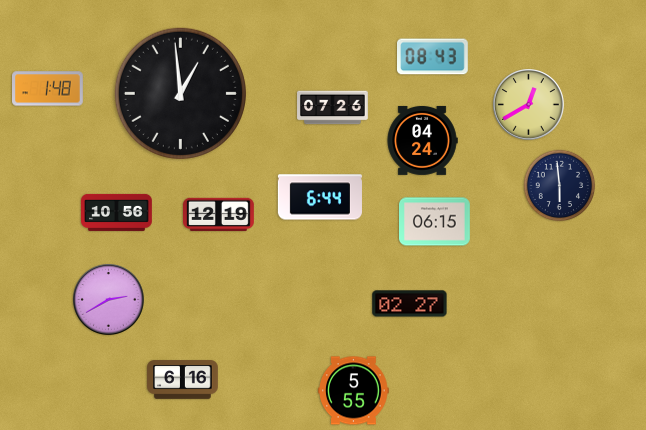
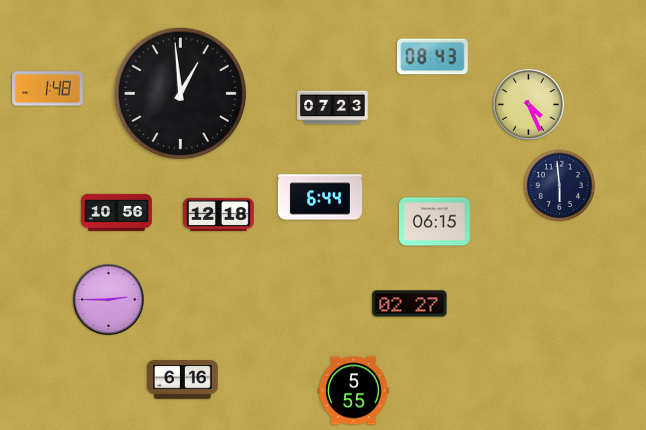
clock at (529, 105): 12:40 -> 4:26
clock at (333, 108): 07:26 -> 07:23
clock at (422, 140): 04:24 -> none
clock at (219, 214): 12:19 -> 12:18
clock at (109, 300): 2:40 -> 2:45
